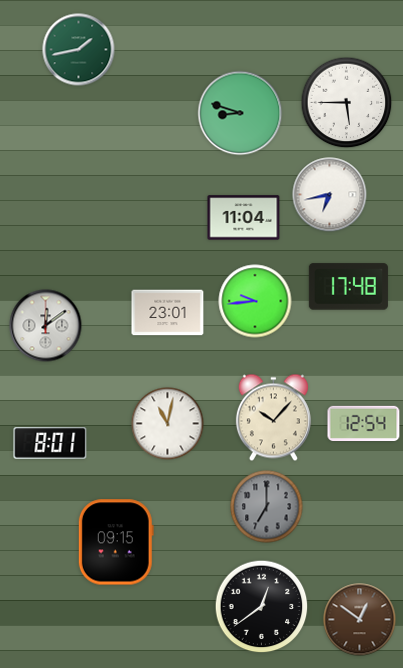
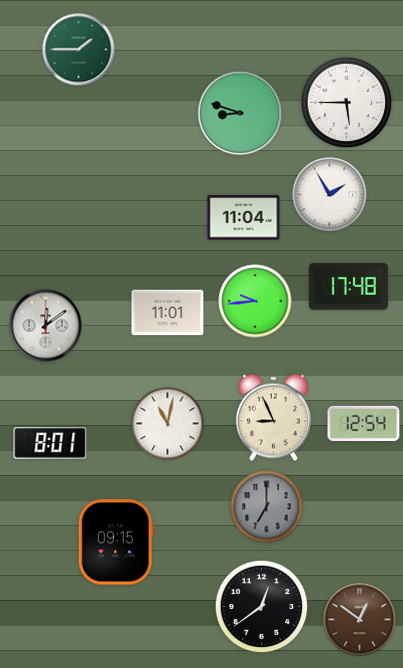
clock at (79, 50): 1:43 -> 1:45
clock at (330, 195): 6:43 -> 1:55
clock at (168, 313): 23:01 -> 11:01
clock at (273, 418): 10:07 -> 8:56
